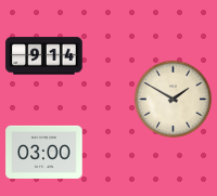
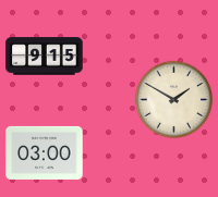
clock at (44, 56): 9:14 -> 9:15
